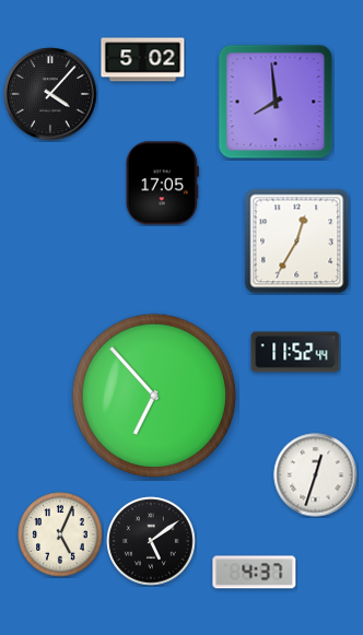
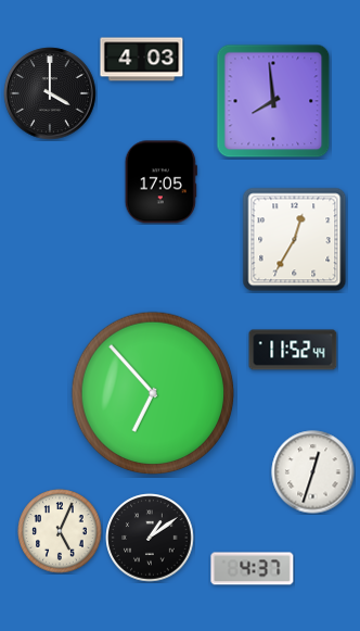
clock at (143, 60): 5:02 -> 4:03
clock at (50, 94): 4:07 -> 4:00
clock at (151, 541): 5:09 -> 1:09
